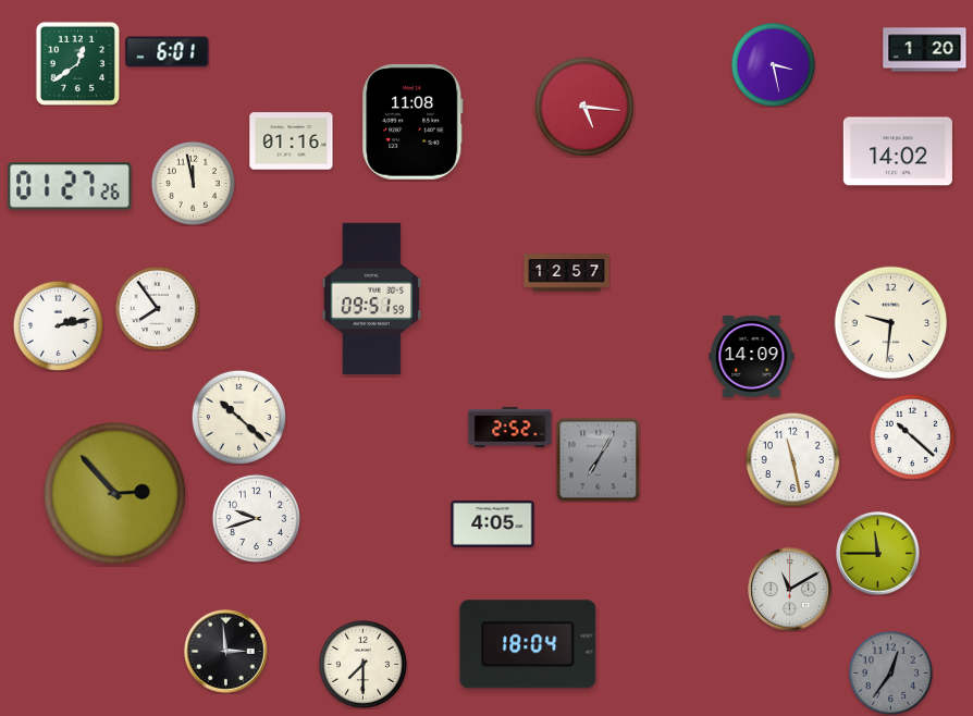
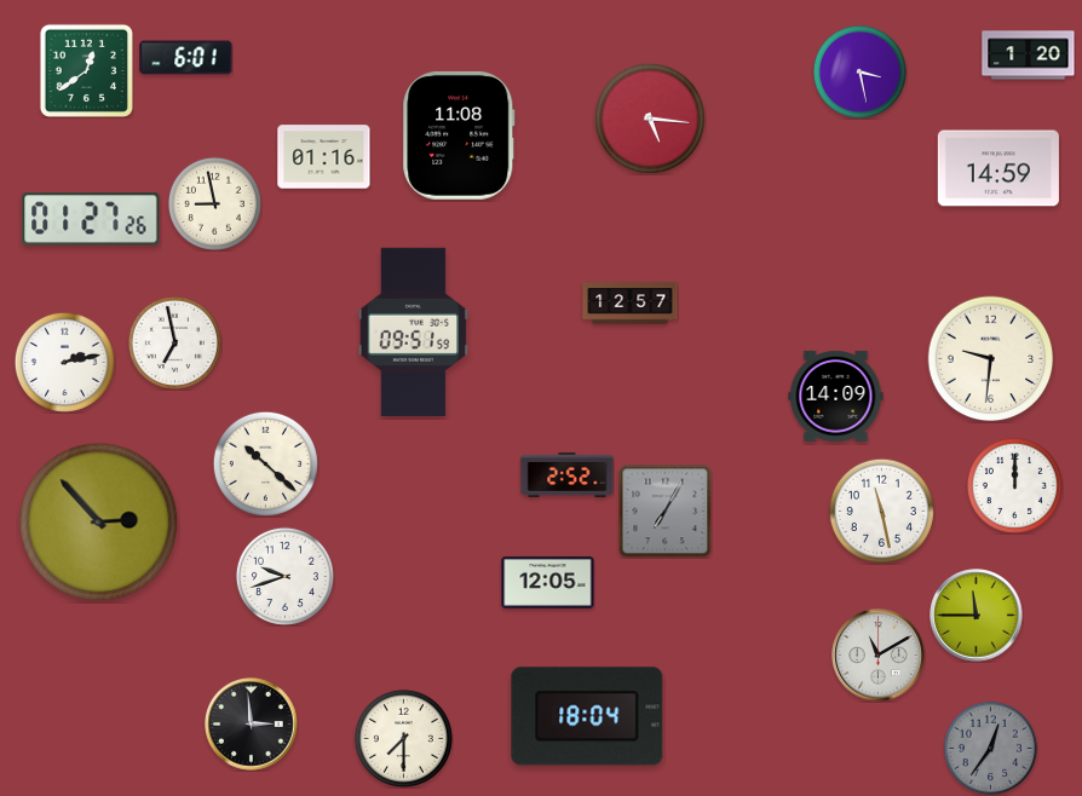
clock at (898, 151): 14:02 -> 14:59
clock at (193, 183): 11:58 -> 8:58
clock at (70, 186) position: (70, 186) -> (91, 219)
clock at (157, 308): 7:54 -> 6:58
clock at (912, 436): 10:22 -> 12:00
clock at (115, 494) position: (115, 494) -> (99, 523)
clock at (493, 523): 4:05 -> 12:05
